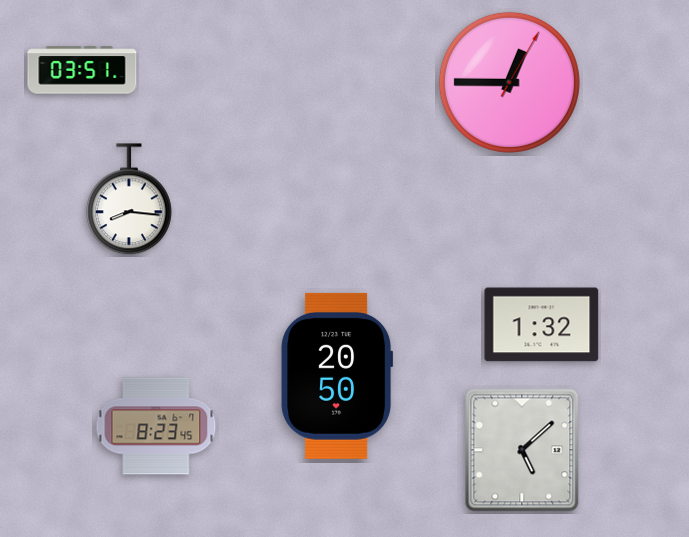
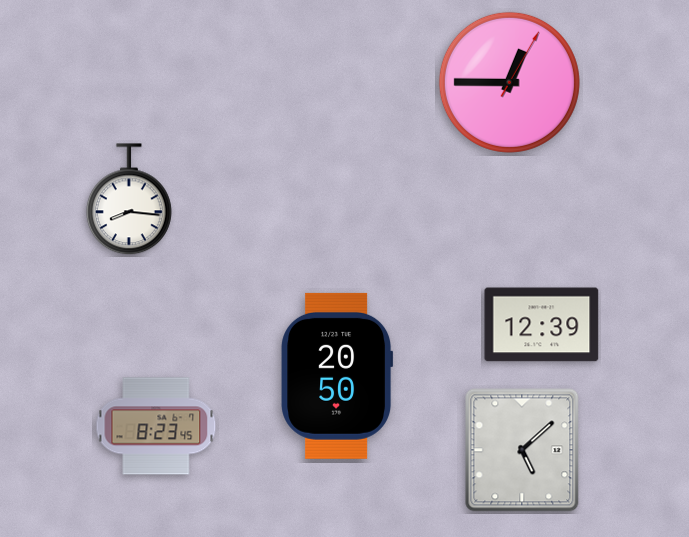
clock at (82, 70): 03:51 -> none
clock at (542, 325): 1:32 -> 12:39
